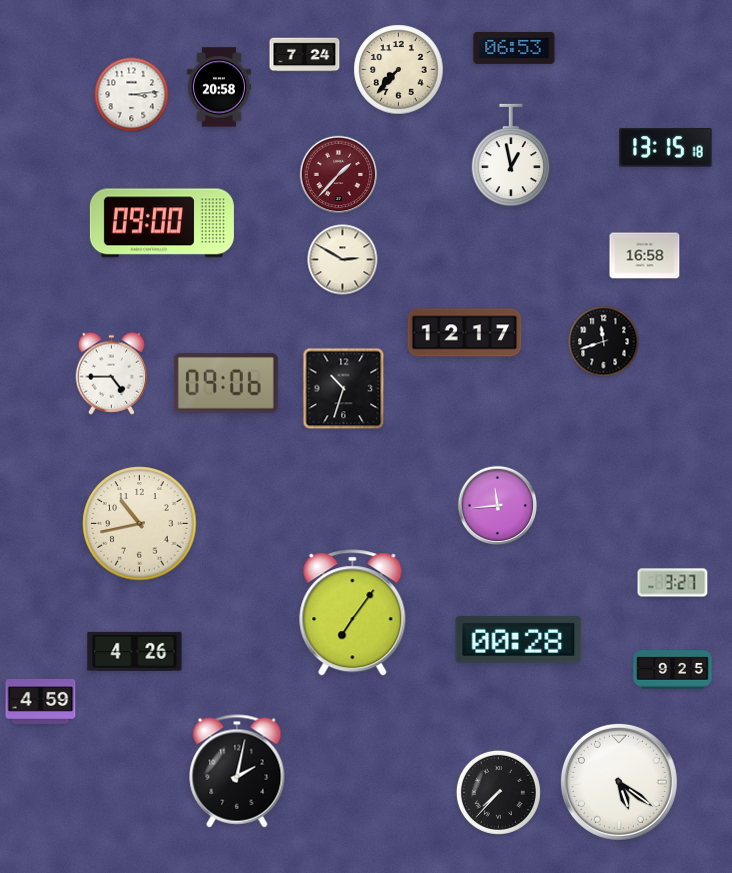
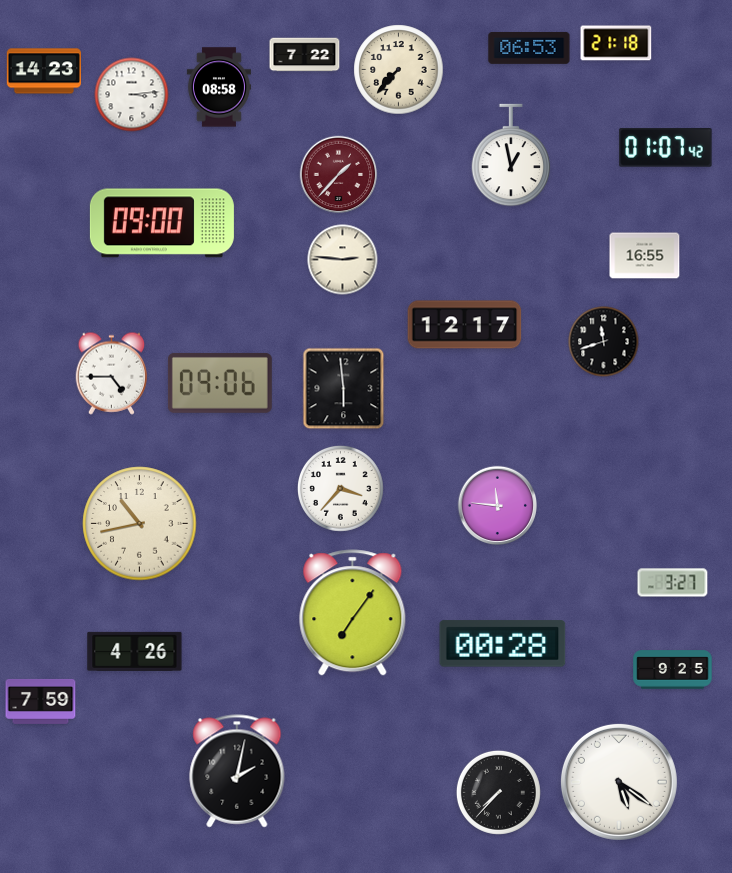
clock at (616, 43): none -> 21:18
clock at (514, 48) position: (514, 48) -> (529, 48)
clock at (305, 55): 7:24 -> 7:22
clock at (43, 71): none -> 14:23
clock at (219, 87): 20:58 -> 08:58
clock at (666, 148): 13:15 -> 01:07
clock at (645, 256): 16:58 -> 16:55
clock at (343, 260): 2:50 -> 2:46
clock at (465, 333) position: (465, 333) -> (465, 325)
clock at (226, 383) position: (226, 383) -> (220, 383)
clock at (344, 389): 10:33 -> 5:59
clock at (340, 488): none -> 3:37
clock at (498, 506): 11:44 -> 11:46
clock at (519, 640) position: (519, 640) -> (503, 644)
clock at (41, 702): 4:59 -> 7:59
